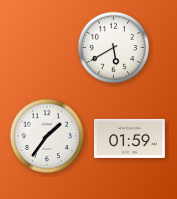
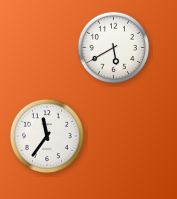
clock at (47, 136): 1:36 -> 11:36
clock at (130, 138): 01:59 -> none
